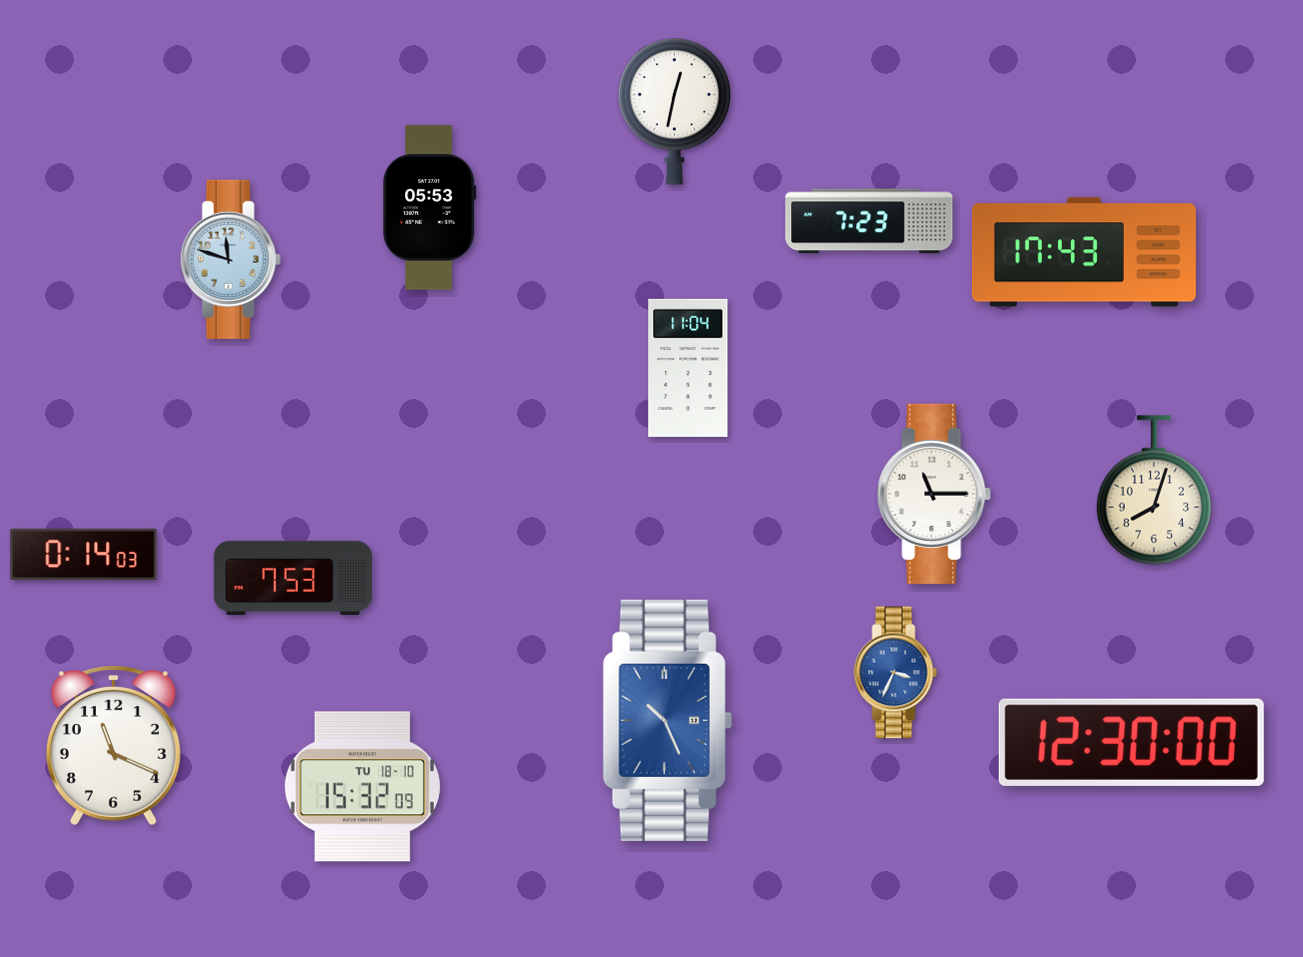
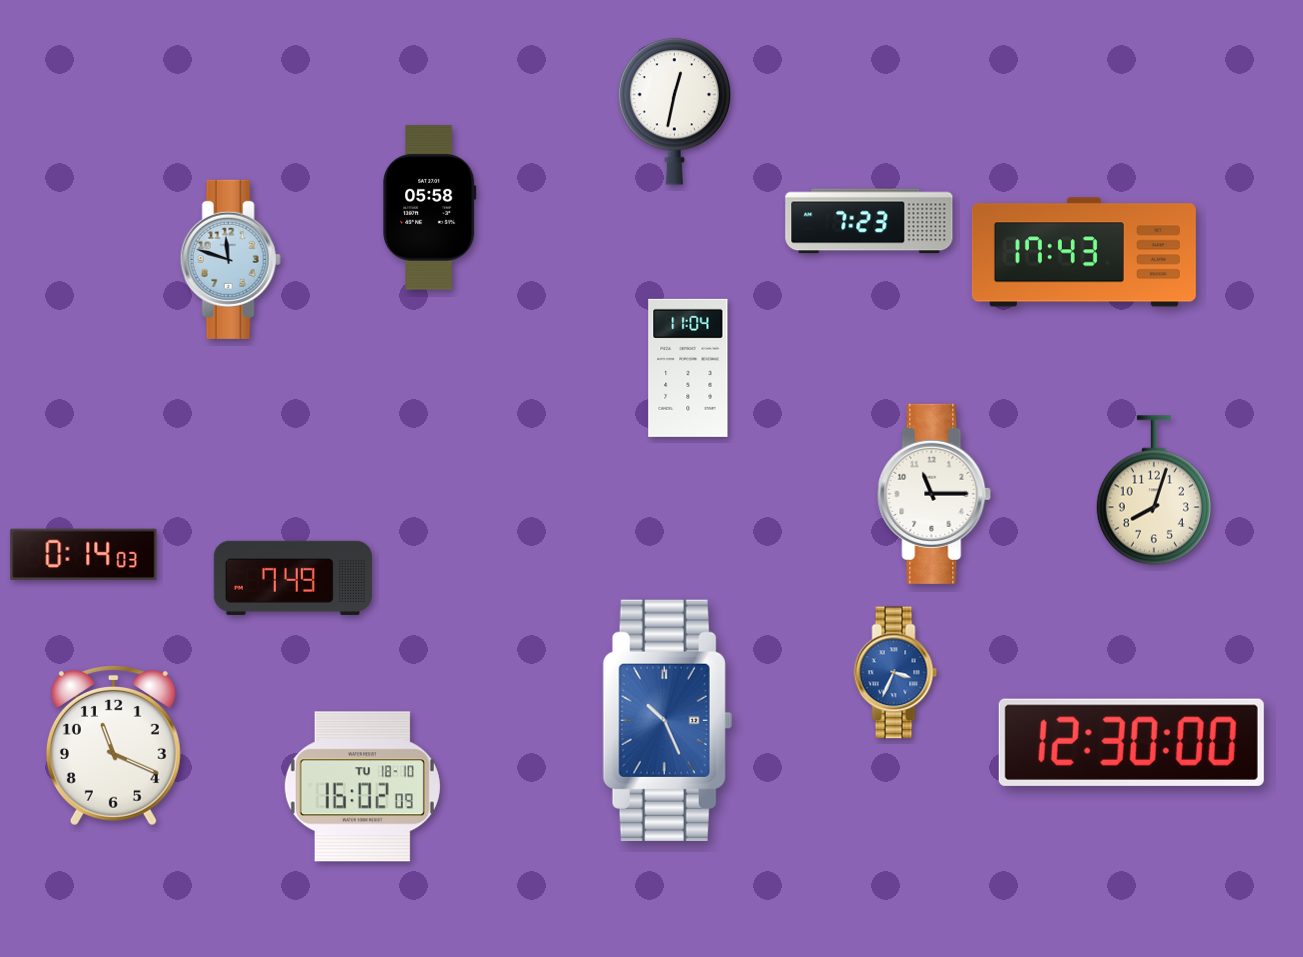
clock at (430, 208): 05:53 -> 05:58
clock at (293, 578): 7:53 -> 7:49
clock at (362, 787): 15:32 -> 16:02
